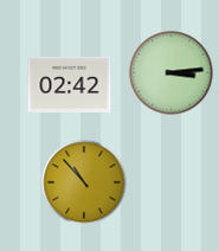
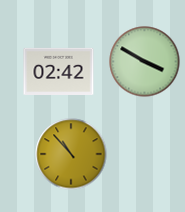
clock at (172, 73): 3:14 -> 3:50
